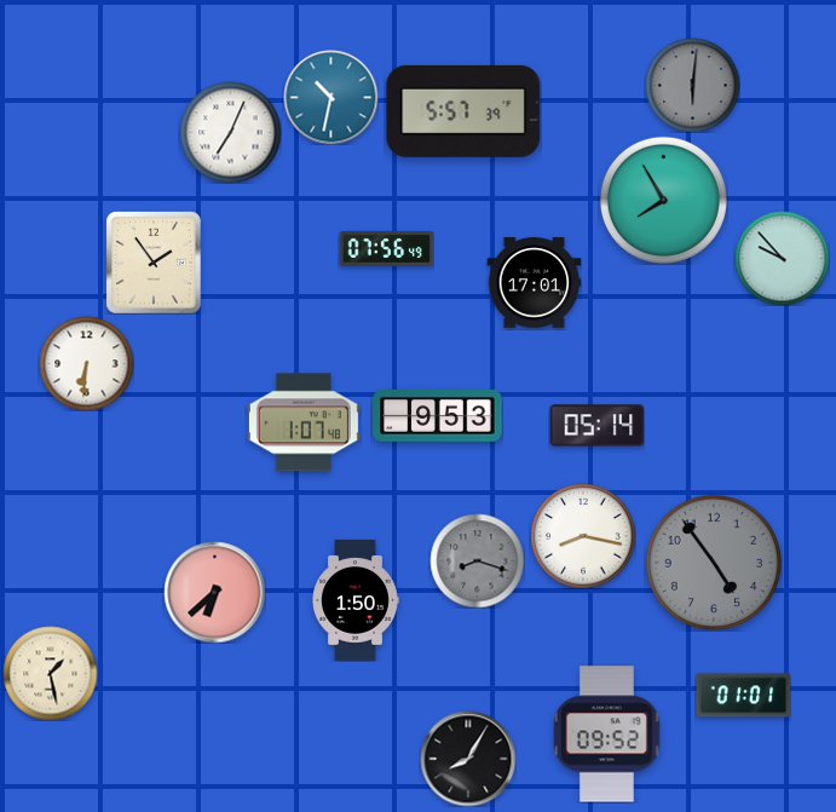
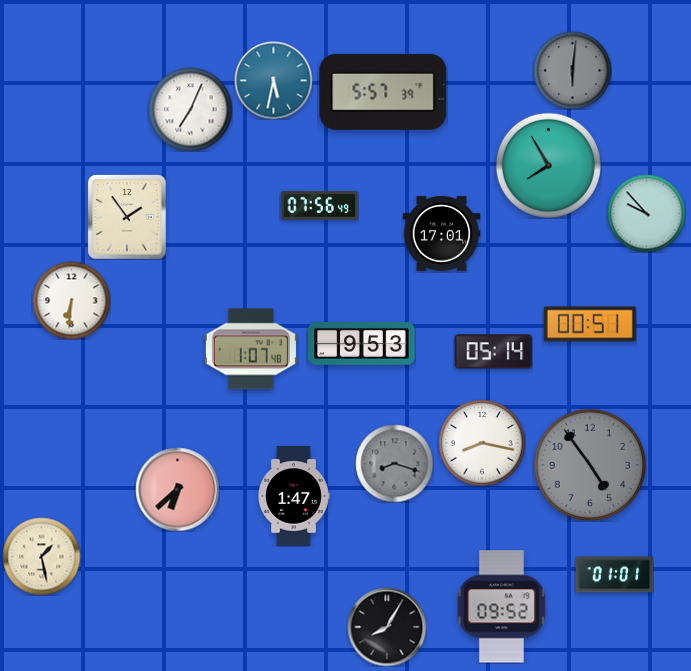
clock at (330, 97): 10:32 -> 5:32
clock at (590, 324): none -> 00:51
clock at (356, 600): 1:50 -> 1:47
